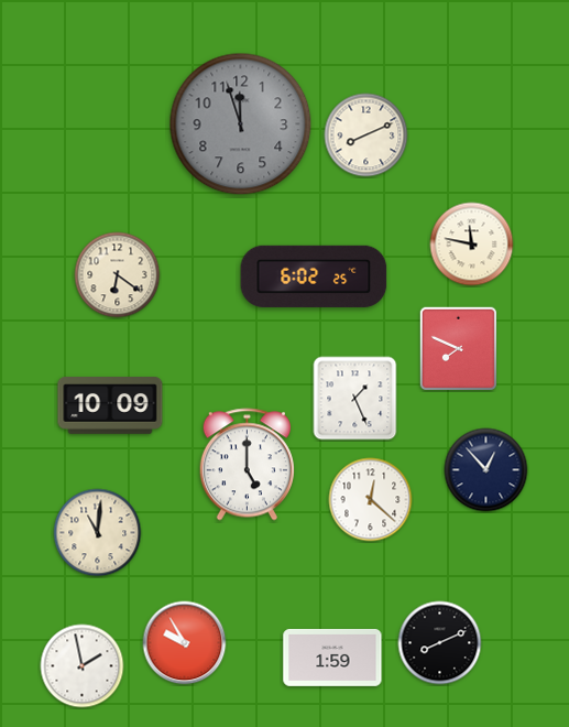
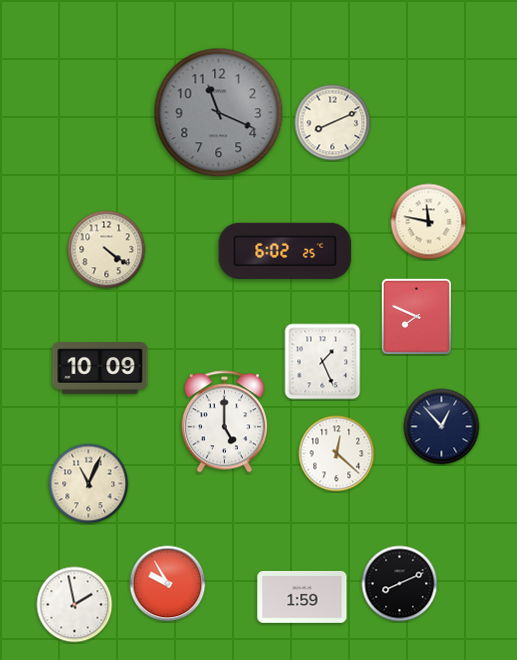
clock at (241, 124): 11:57 -> 11:19
clock at (118, 275): 6:21 -> 4:21
clock at (98, 533): 11:01 -> 11:04
